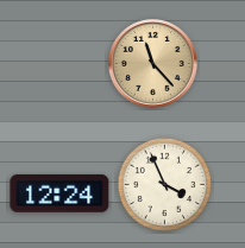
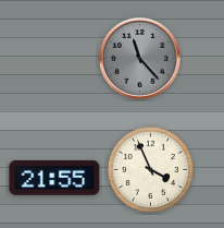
clock at (153, 64) dial: champagne -> grey
clock at (59, 193): 12:24 -> 21:55
